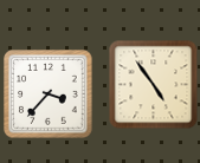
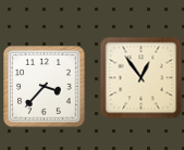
clock at (154, 85): 4:54 -> 12:54
